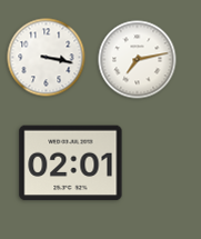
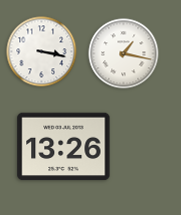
clock at (138, 60): 7:13 -> 1:17
clock at (71, 163): 02:01 -> 13:26
